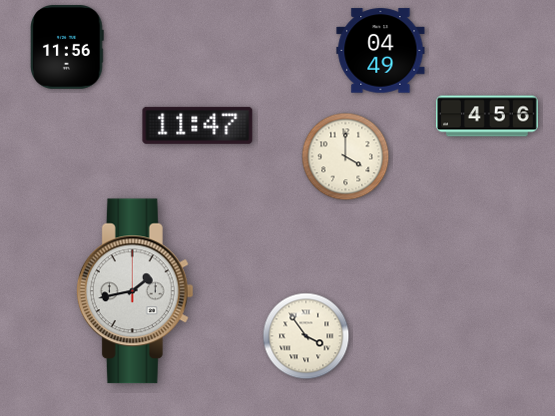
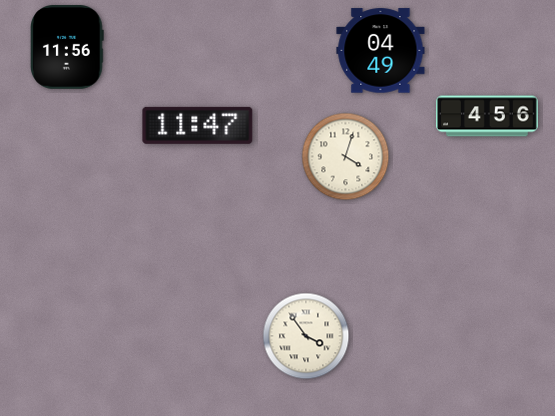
clock at (346, 157): 4:00 -> 4:03
clock at (135, 291): 1:43 -> none
